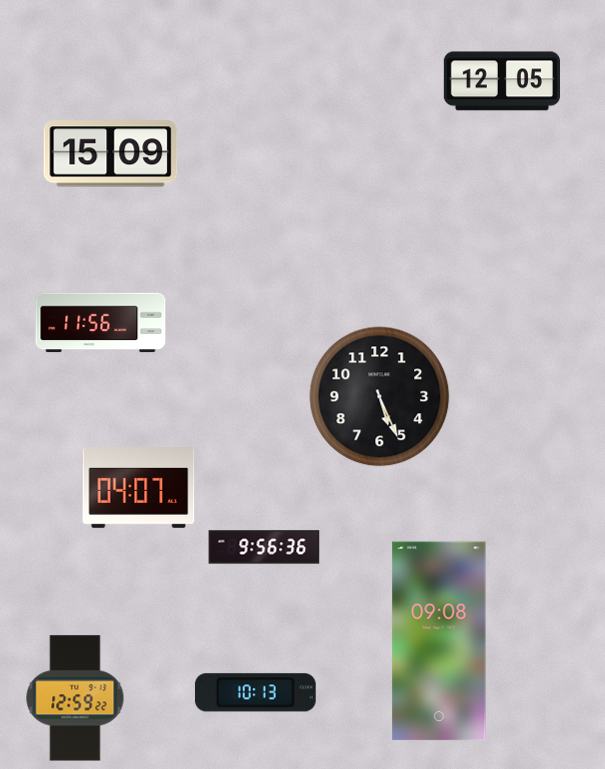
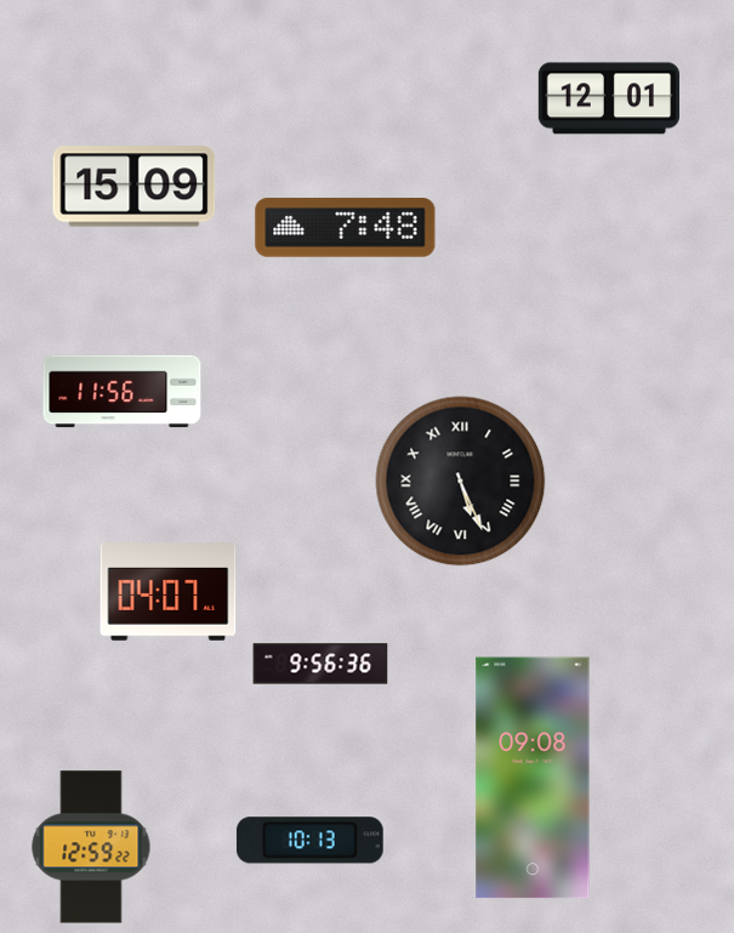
clock at (502, 81): 12:05 -> 12:01
clock at (346, 228): none -> 7:48
clock at (380, 397) numerals: Arabic -> Roman
